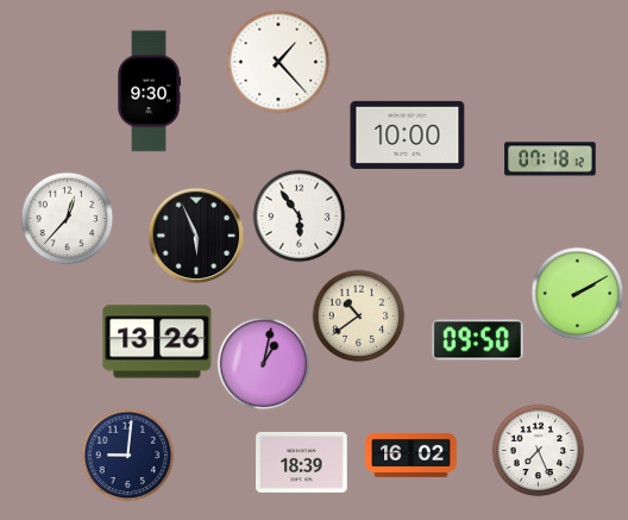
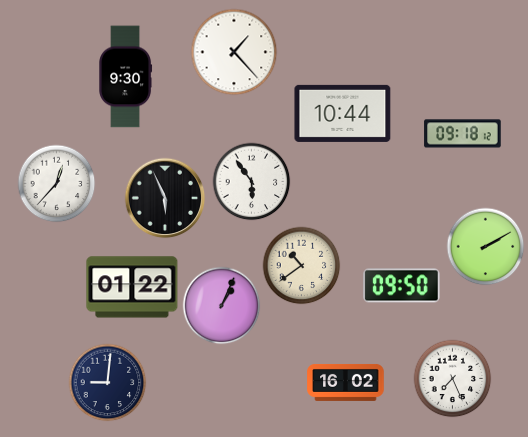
clock at (408, 134): 10:00 -> 10:44
clock at (551, 159): 07:18 -> 09:18
clock at (157, 342): 13:26 -> 01:22
clock at (263, 363): 1:02 -> 1:04
clock at (302, 462): 18:39 -> none
